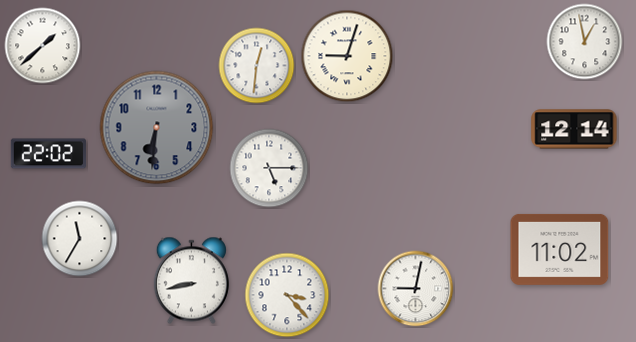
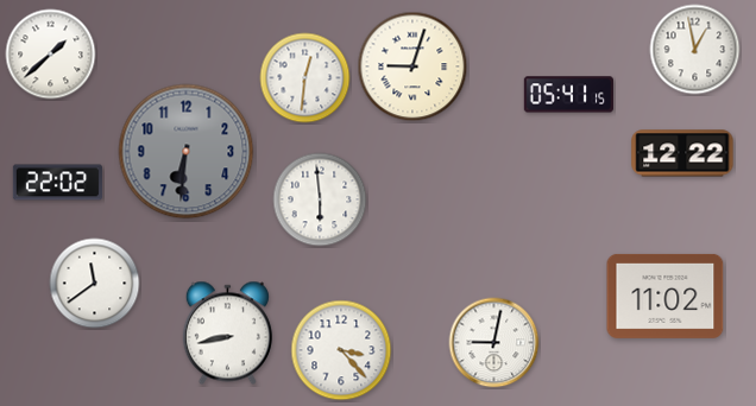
clock at (568, 95): none -> 05:41
clock at (574, 129): 12:14 -> 12:22
clock at (269, 168): 5:15 -> 5:59
clock at (80, 239): 11:35 -> 11:39
